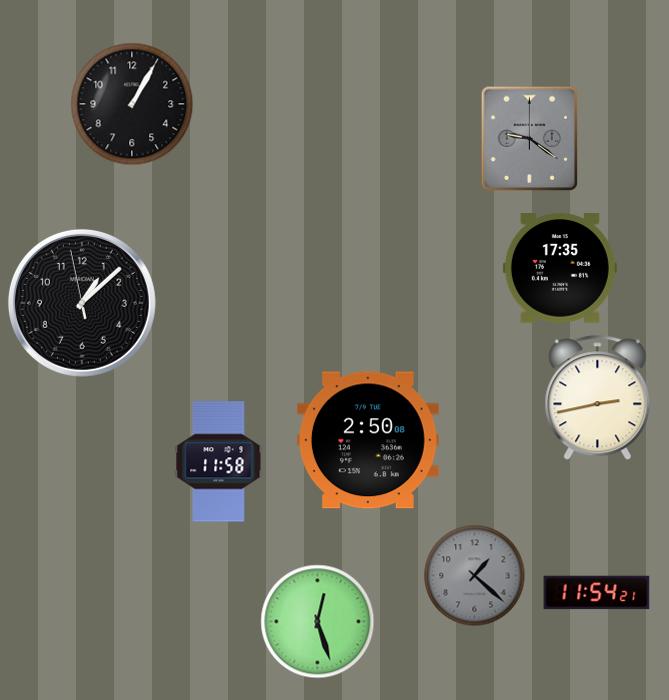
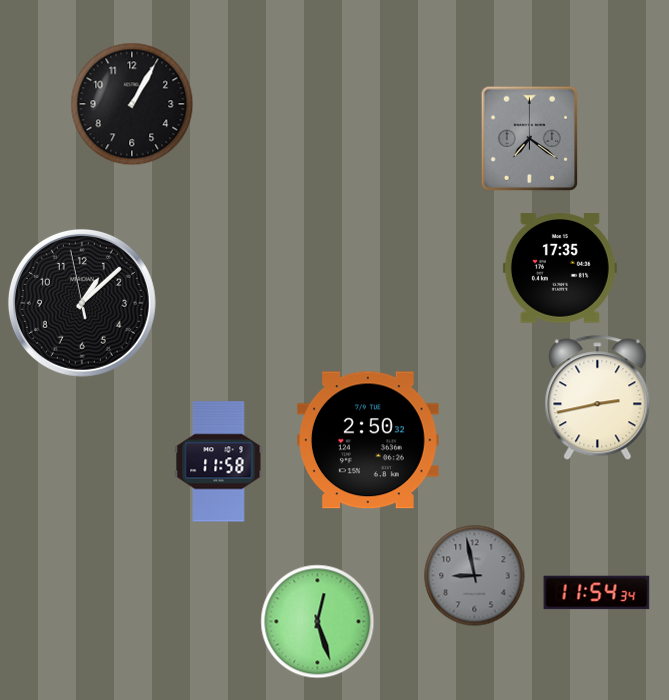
clock at (530, 139): 9:21 -> 7:21
clock at (368, 440): 2:50:08 -> 2:50:32
clock at (475, 576): 1:22 -> 8:58
clock at (597, 593): 11:54:21 -> 11:54:34
